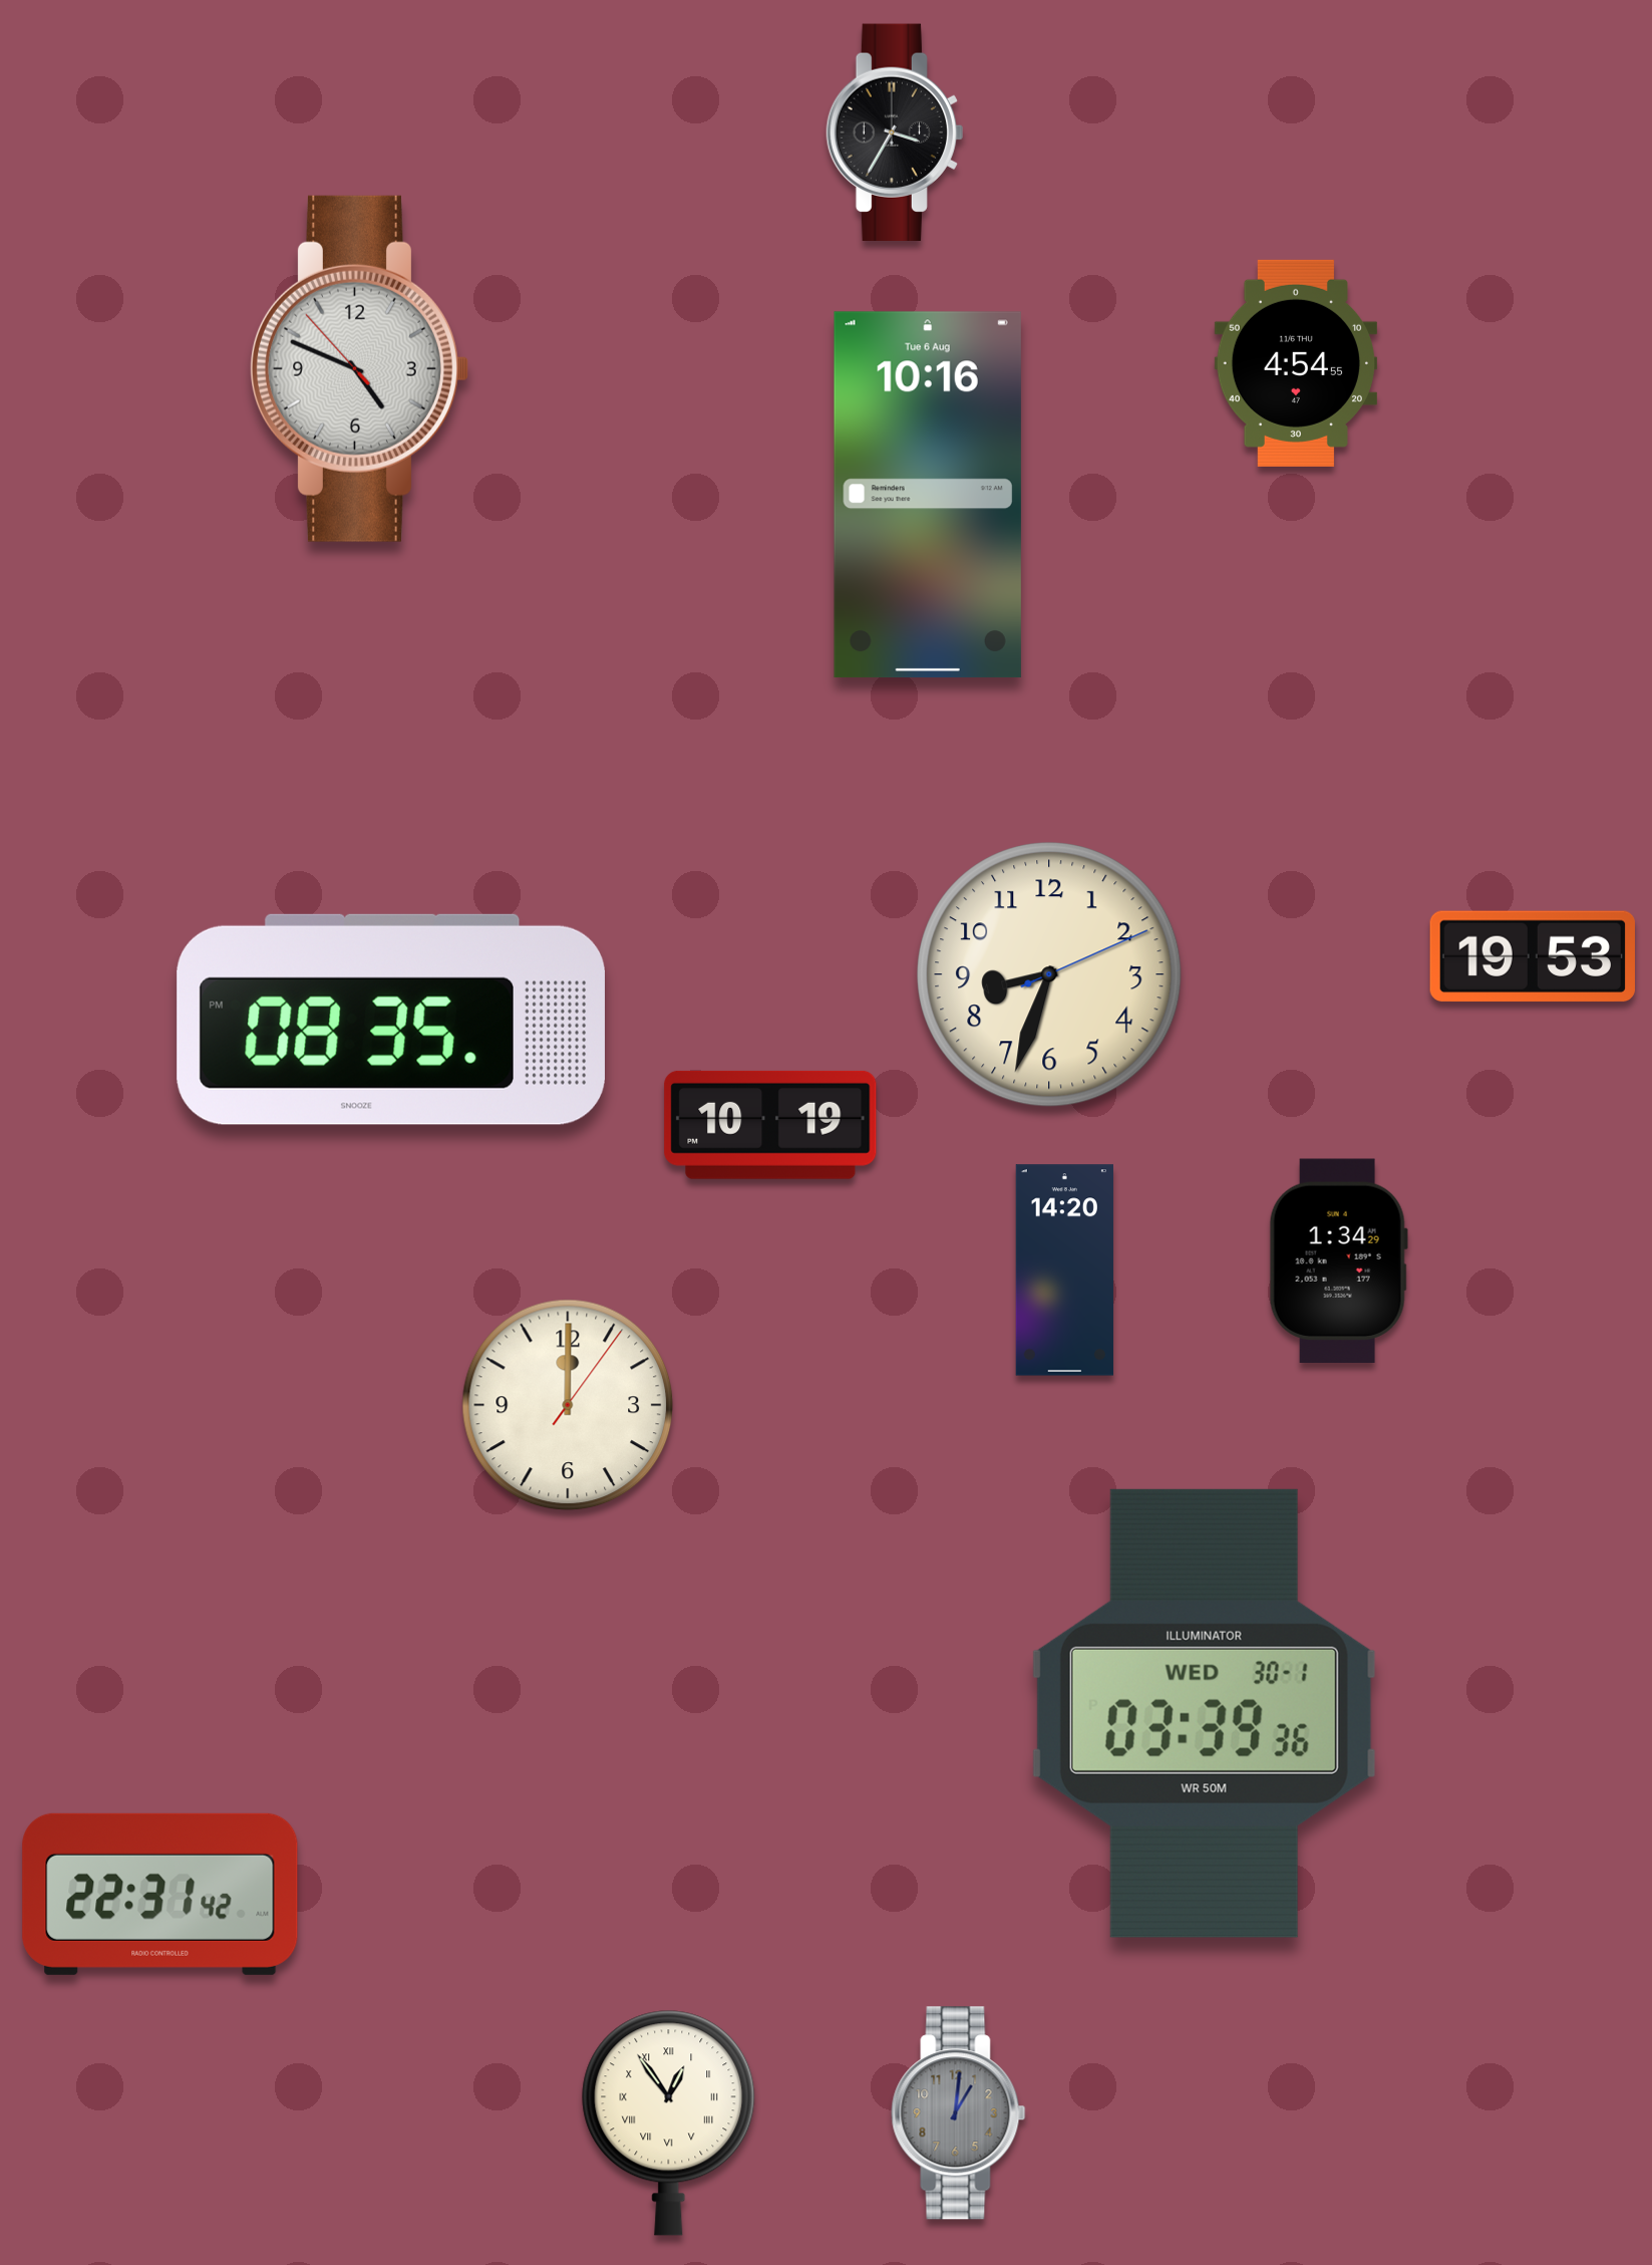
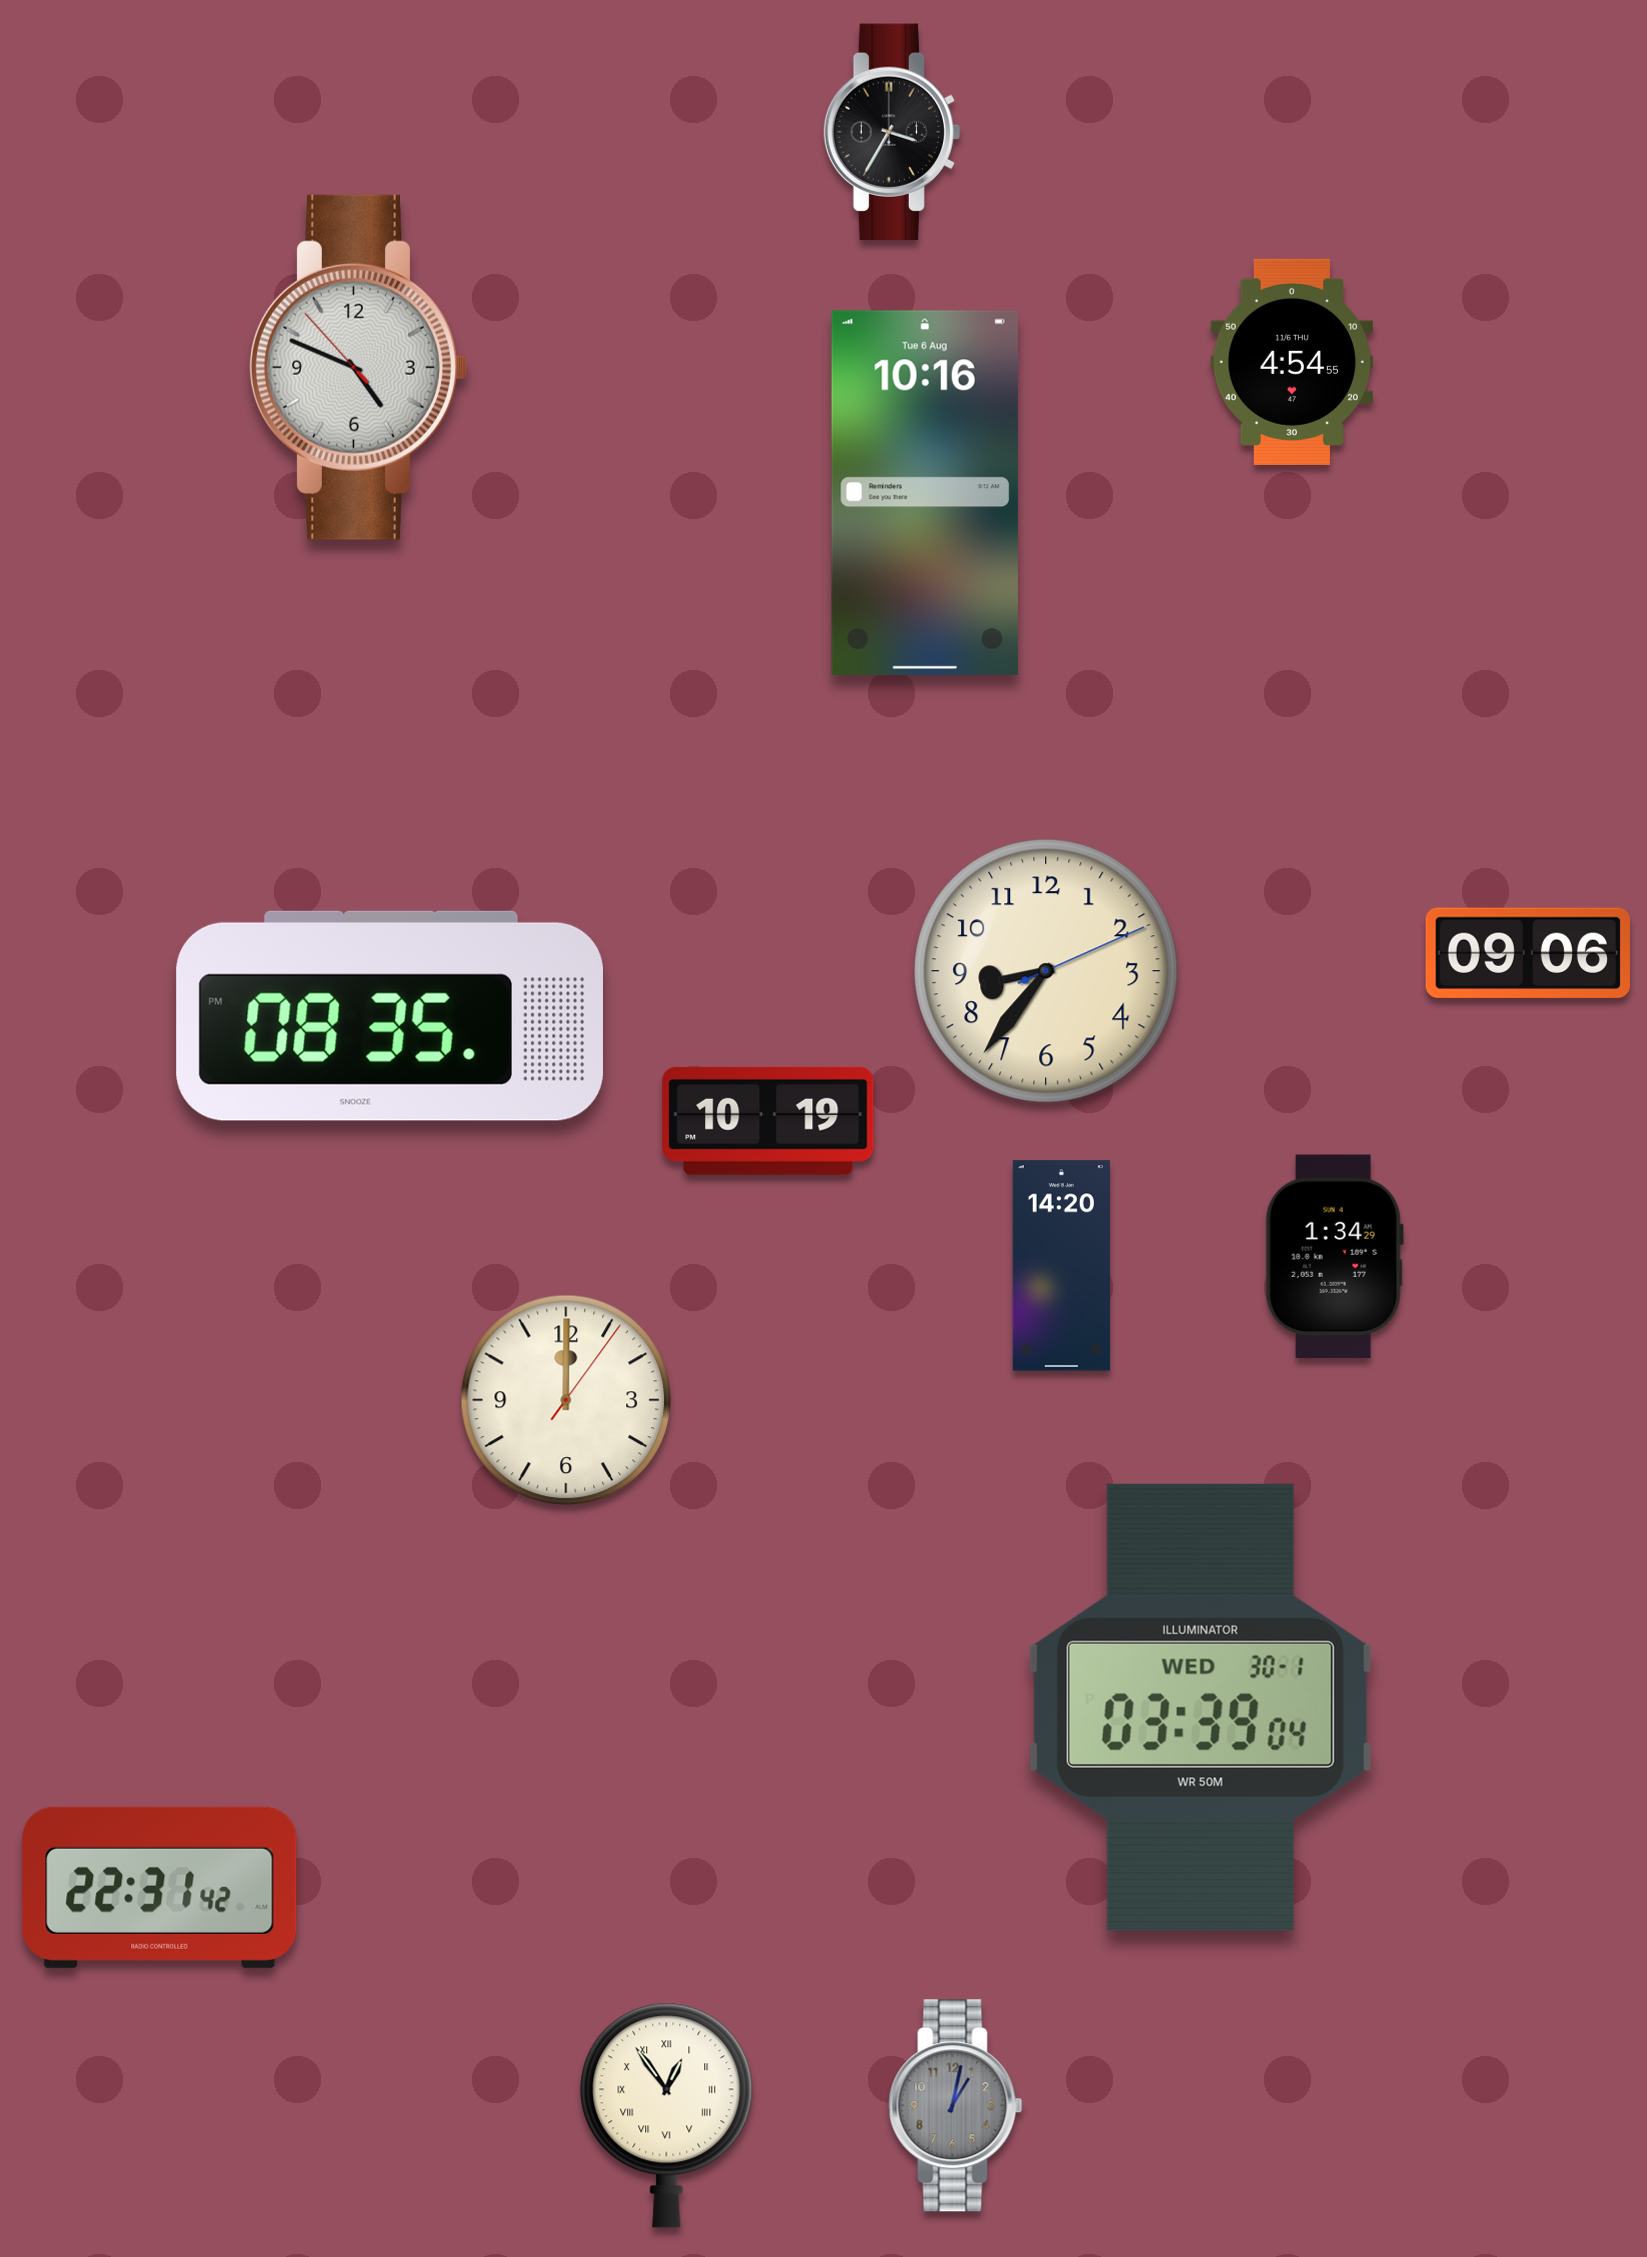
clock at (1533, 956): 19:53 -> 09:06
clock at (1049, 974): 8:33 -> 8:36
clock at (1204, 1713): 03:39:36 -> 03:39:04
clock at (959, 2113): 1:01 -> 1:02
